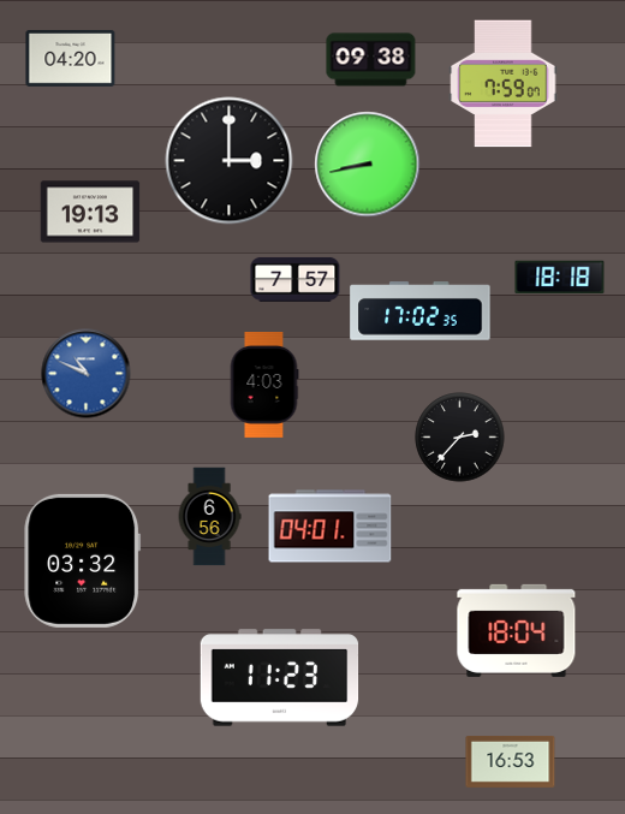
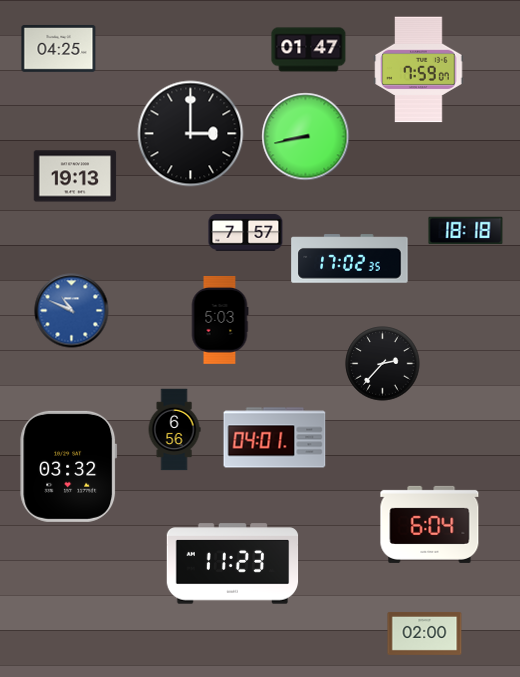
clock at (71, 58): 04:20 -> 04:25
clock at (371, 60): 09:38 -> 01:47
clock at (264, 386): 4:03 -> 5:03
clock at (517, 630): 18:04 -> 6:04
clock at (511, 761): 16:53 -> 02:00
